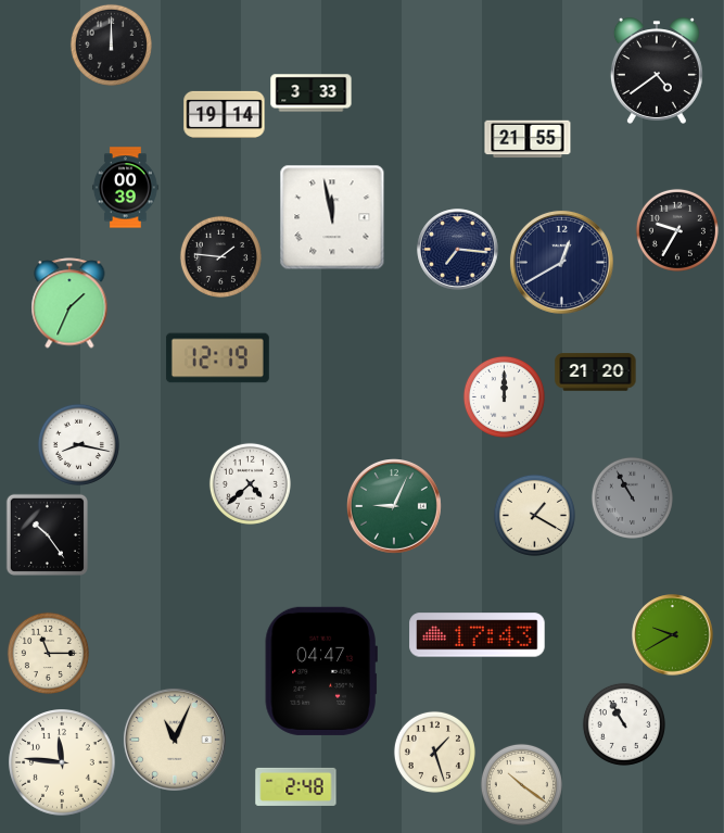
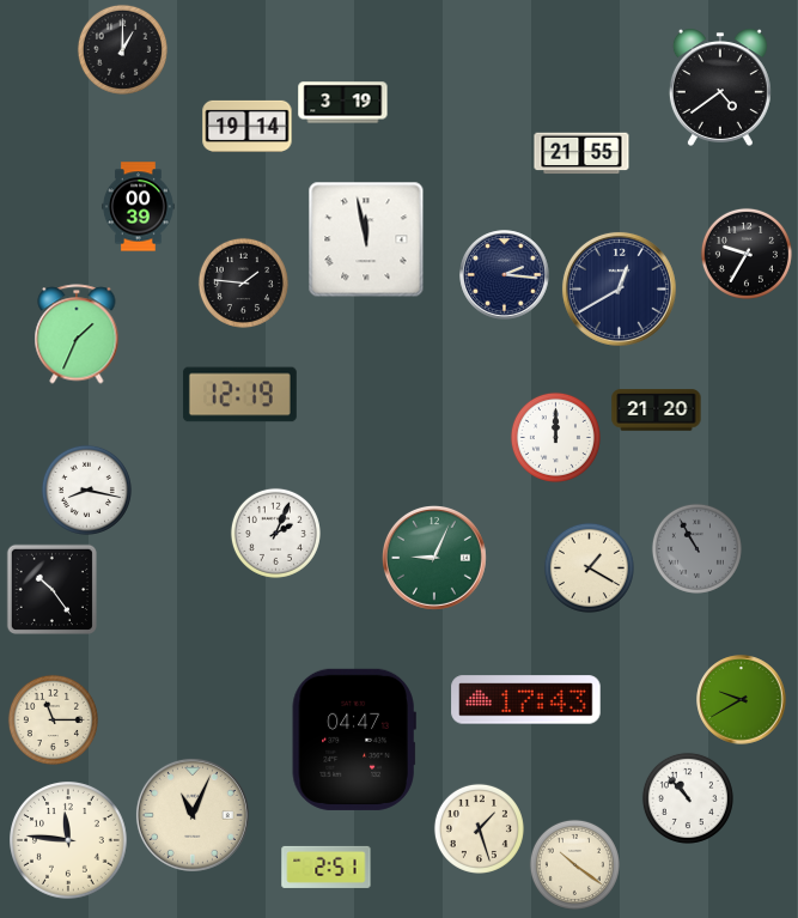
clock at (111, 45): 12:00 -> 1:00
clock at (657, 71) position: (657, 71) -> (720, 87)
clock at (312, 93): 3:33 -> 3:19
clock at (458, 250): 7:16 -> 2:16
clock at (250, 483): 4:38 -> 2:04
clock at (624, 724): 10:55 -> 10:53
clock at (296, 786): 2:48 -> 2:51
